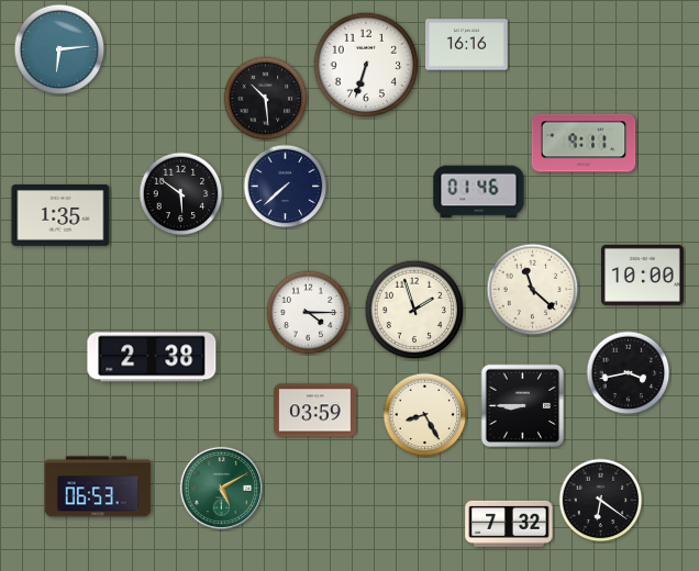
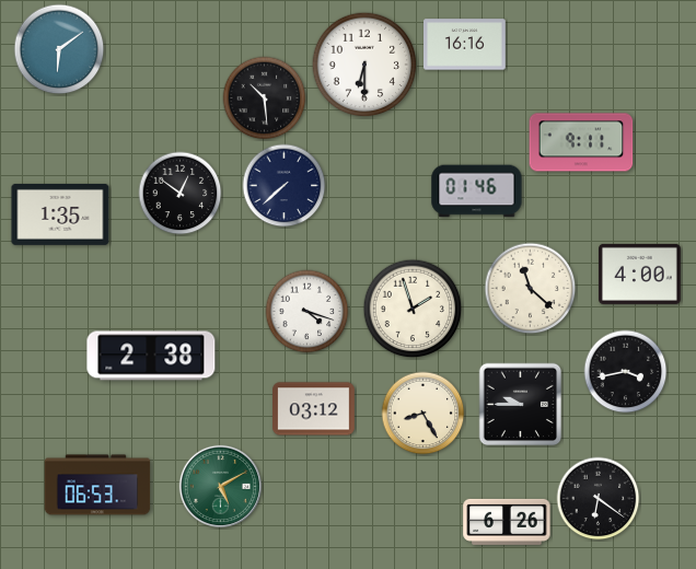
clock at (59, 49): 6:14 -> 6:09
clock at (366, 65): 6:33 -> 6:30
clock at (181, 194): 5:51 -> 12:51
clock at (643, 275): 10:00 -> 4:00
clock at (309, 313): 4:15 -> 4:18
clock at (523, 406): 8:45 -> 9:45
clock at (315, 411): 03:59 -> 03:12
clock at (509, 524): 7:32 -> 6:26
